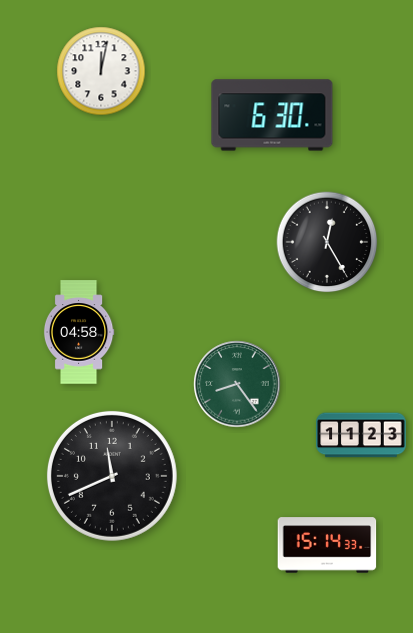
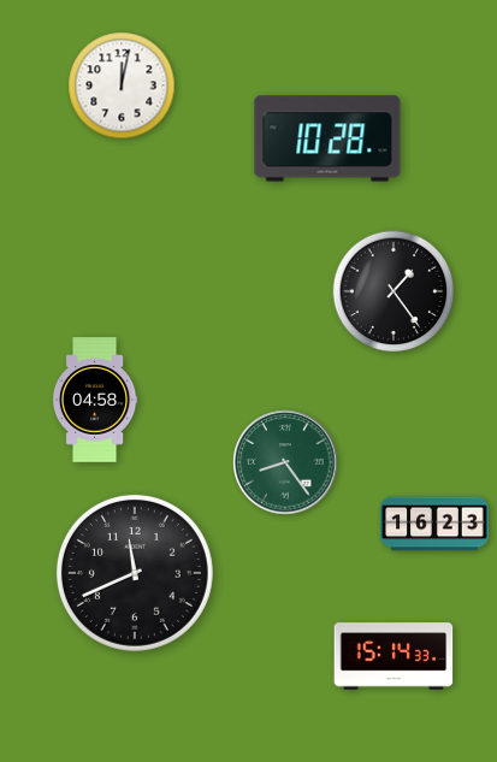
clock at (272, 115): 6:30 -> 10:28
clock at (327, 242): 12:25 -> 1:24
clock at (361, 435): 11:23 -> 16:23
